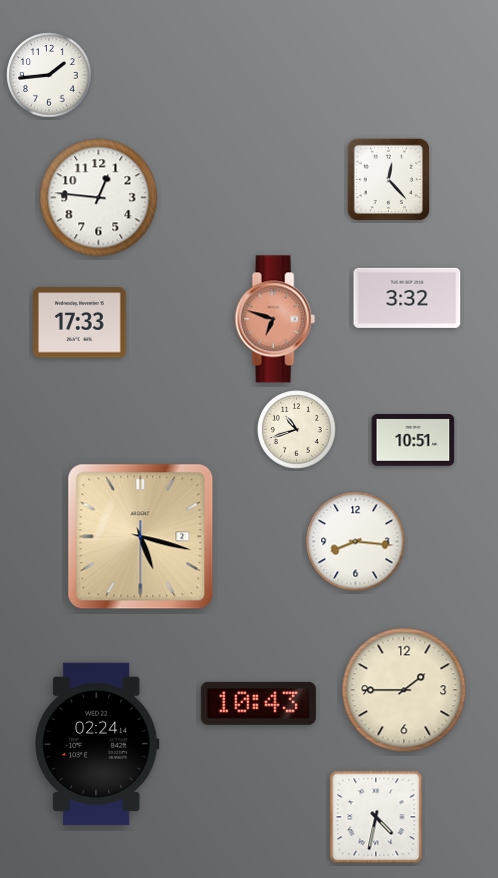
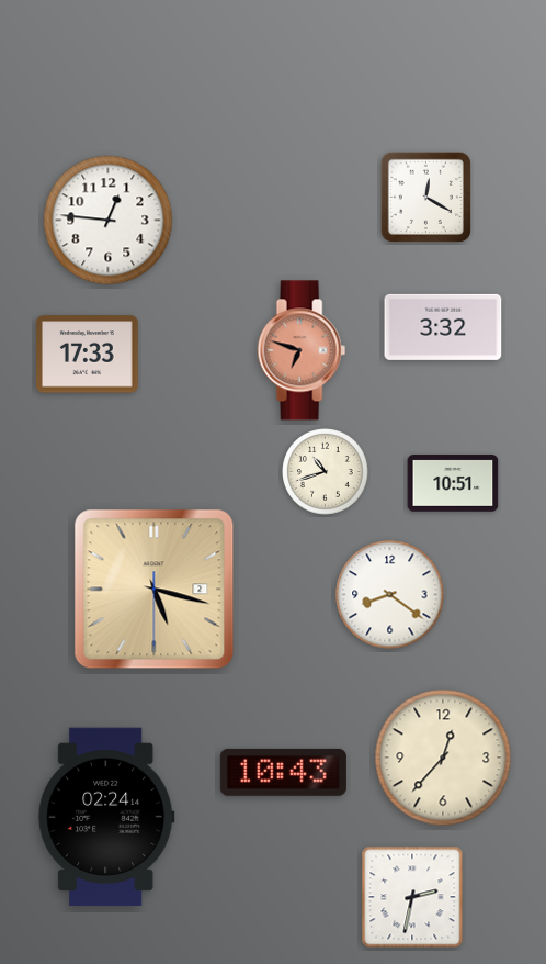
clock at (49, 75): 1:44 -> none
clock at (388, 179): 12:23 -> 12:20
clock at (99, 198) position: (99, 198) -> (109, 221)
clock at (407, 298) position: (407, 298) -> (443, 327)
clock at (356, 542): 8:16 -> 8:21
clock at (404, 690): 1:45 -> 12:37
clock at (376, 817): 4:32 -> 2:32
